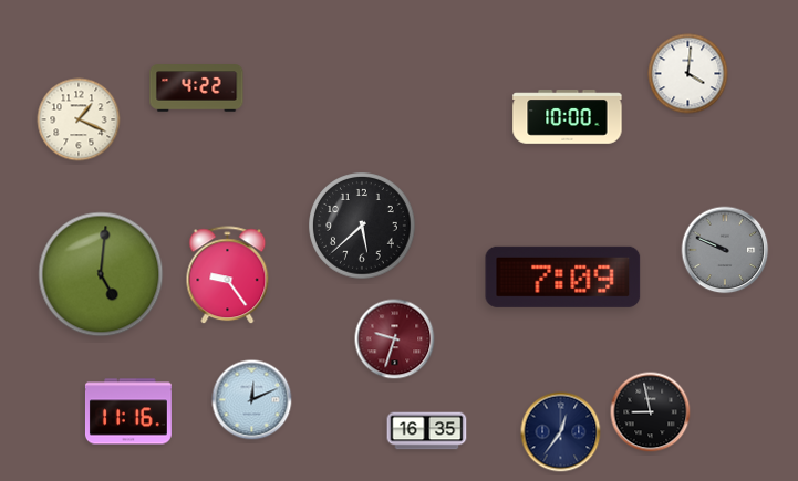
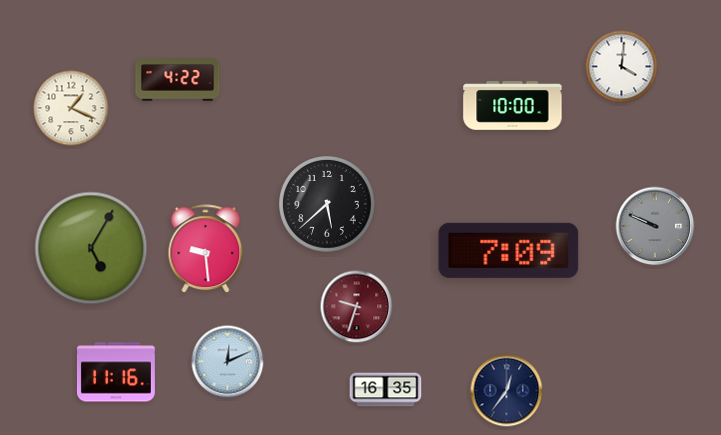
clock at (101, 274): 5:01 -> 5:05
clock at (228, 275): 9:24 -> 9:29
clock at (651, 412): 8:58 -> none
